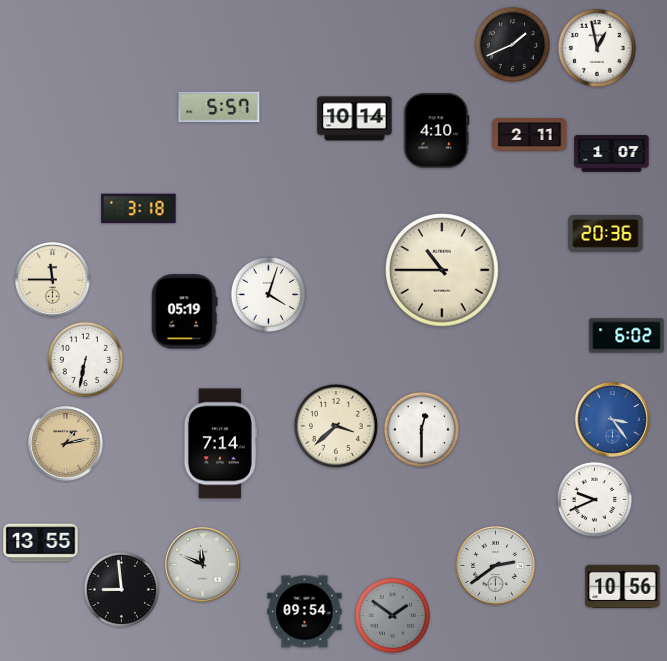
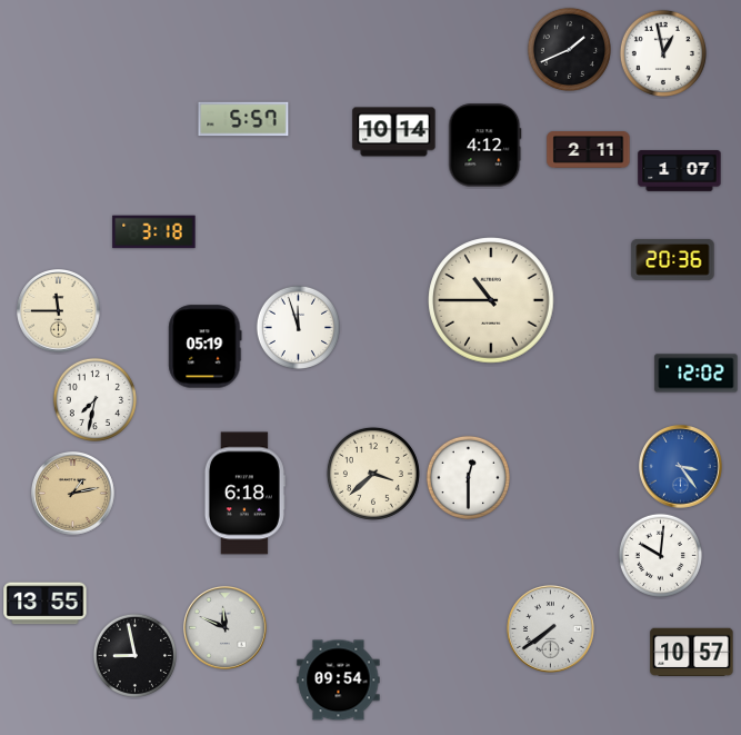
clock at (437, 131): 4:10 -> 4:12
clock at (268, 294): 4:03 -> 11:57
clock at (627, 336): 6:02 -> 12:02
clock at (85, 359): 6:32 -> 7:32
clock at (220, 444): 7:14 -> 6:18
clock at (594, 499): 9:41 -> 10:01
clock at (496, 566): 2:39 -> 7:39
clock at (623, 586): 10:56 -> 10:57
clock at (121, 589): 8:59 -> 8:58
clock at (392, 615): 1:51 -> none
